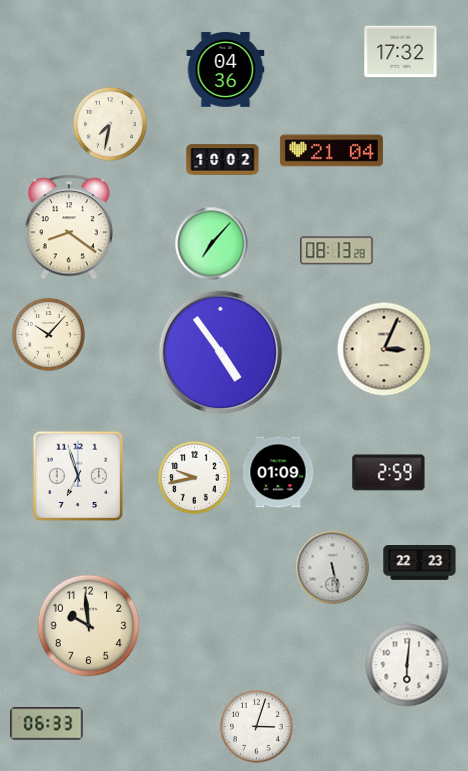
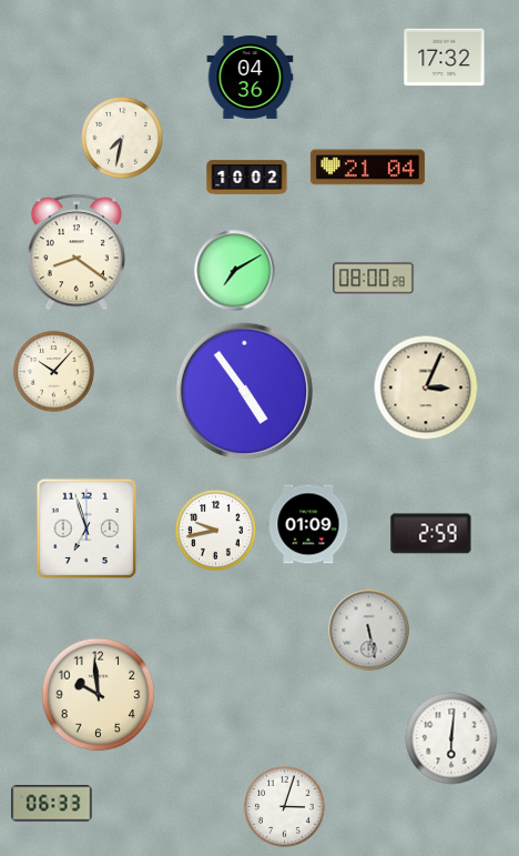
clock at (212, 244): 7:07 -> 7:10
clock at (337, 251): 08:13 -> 08:00
clock at (389, 473) position: (389, 473) -> (431, 534)
clock at (420, 563): 22:23 -> none
